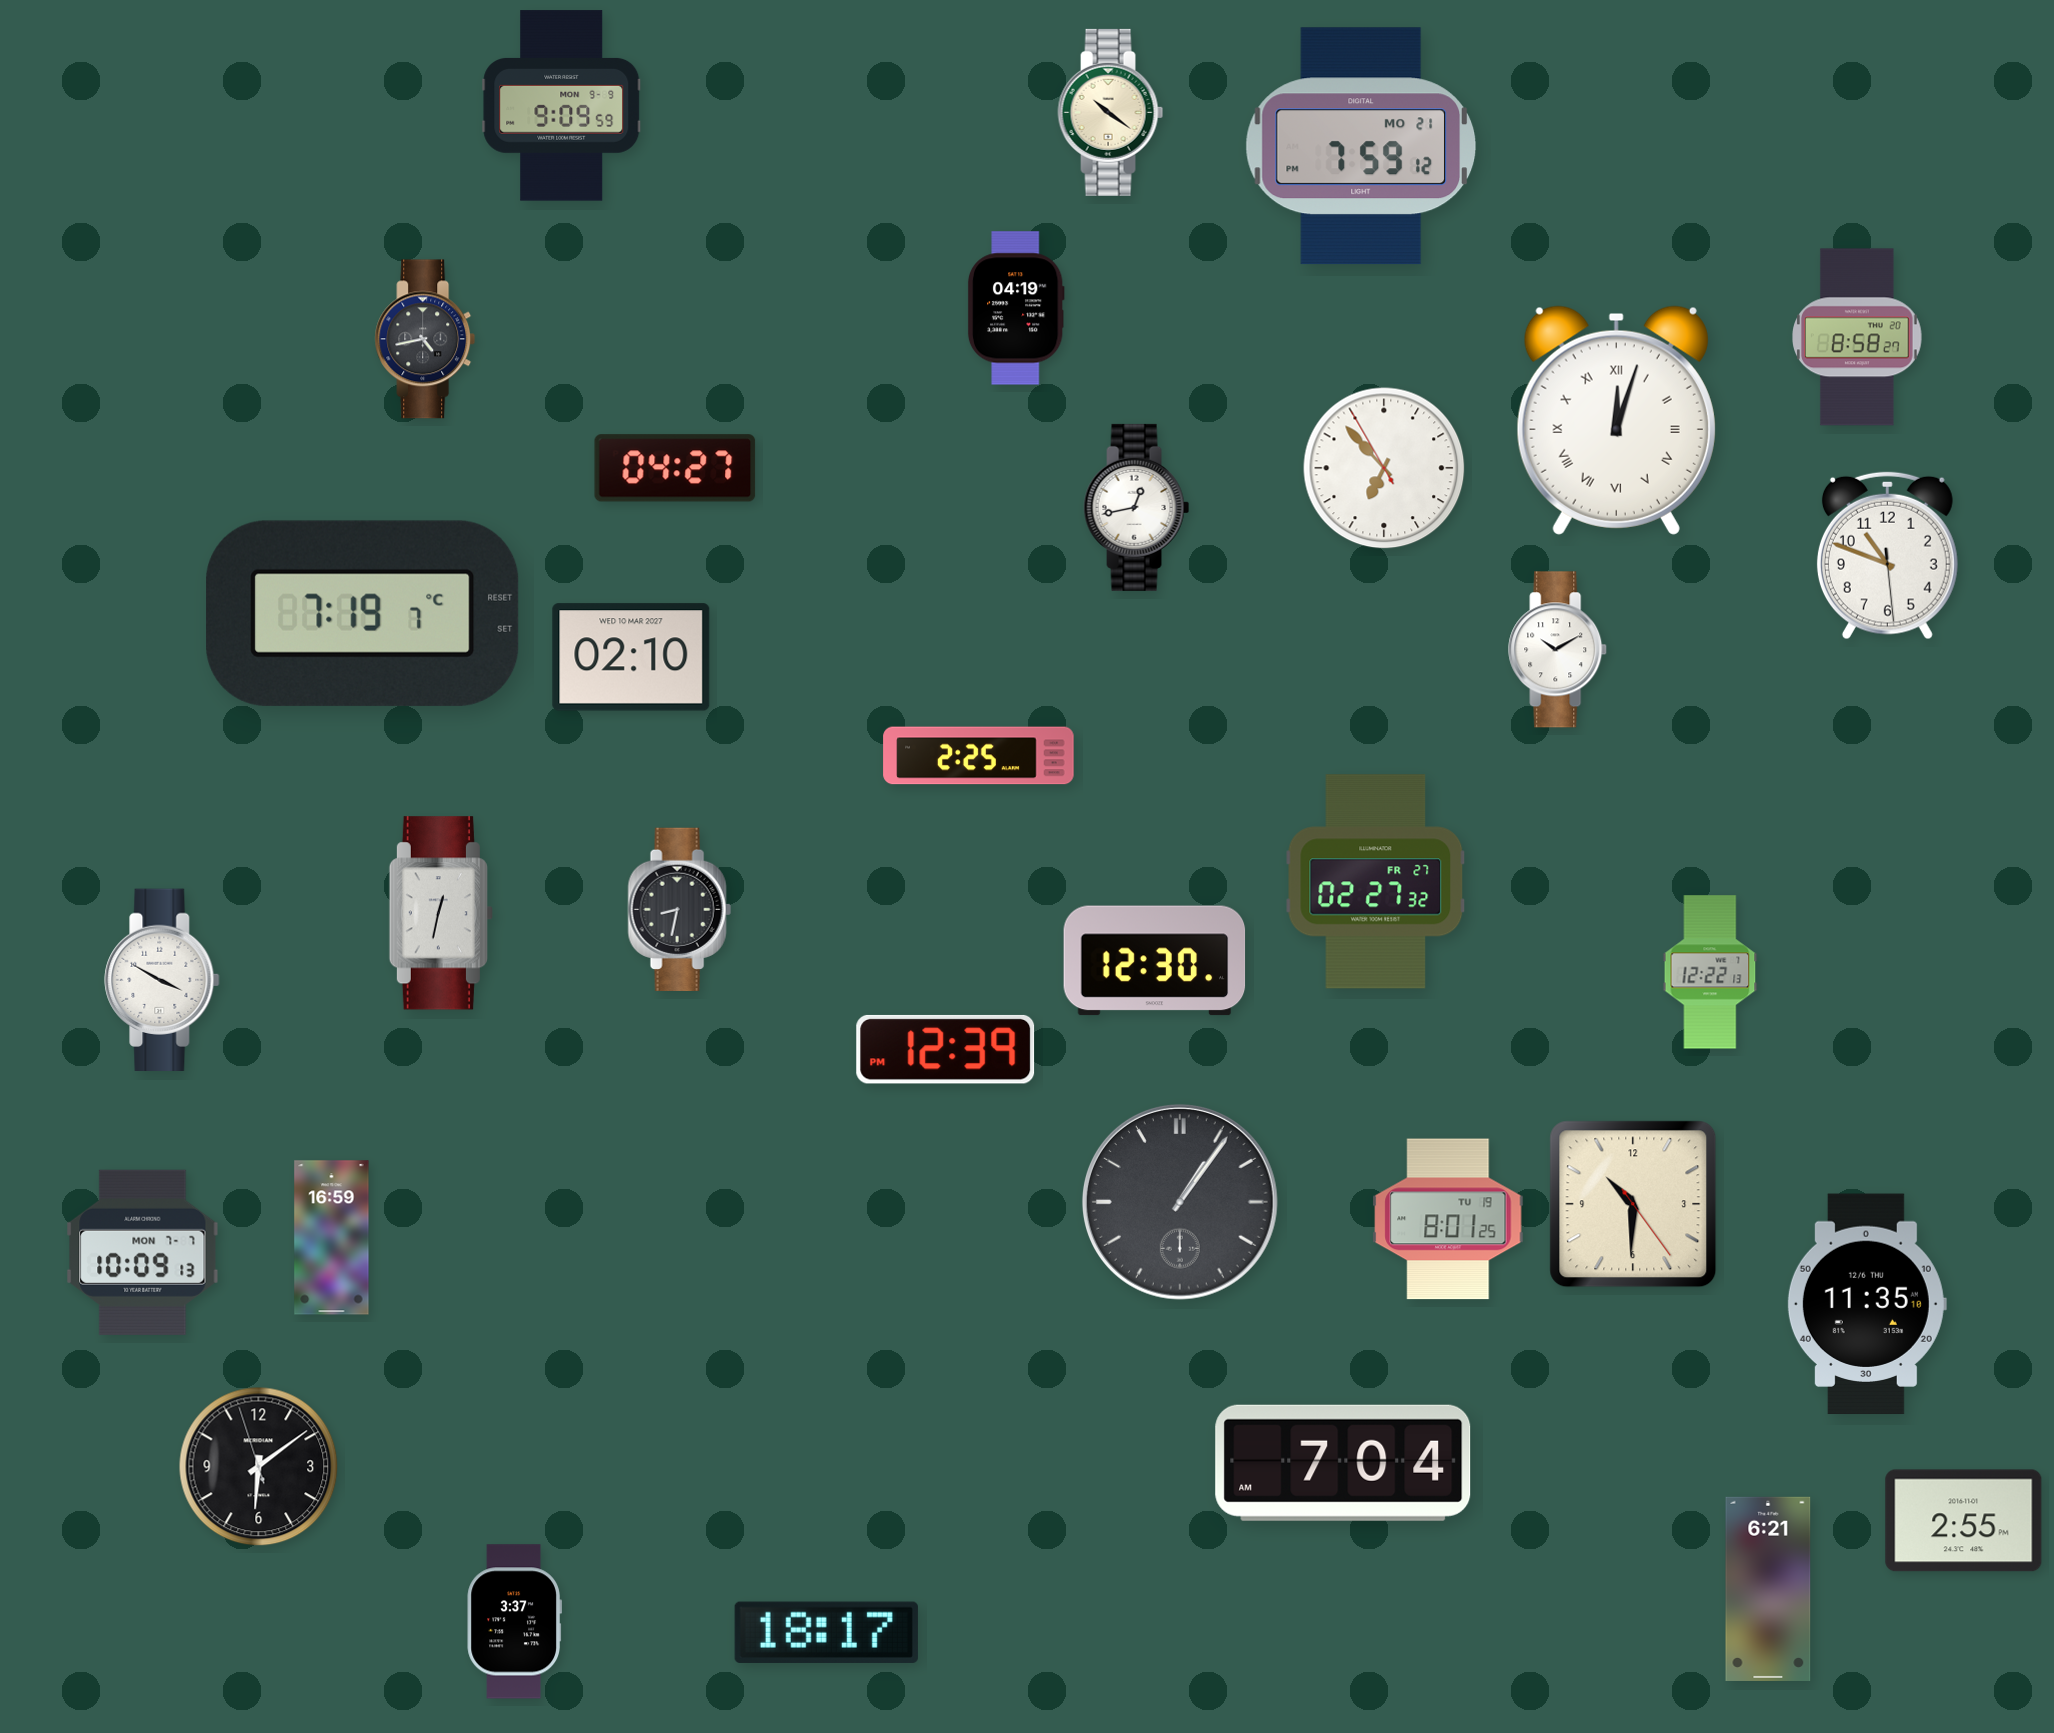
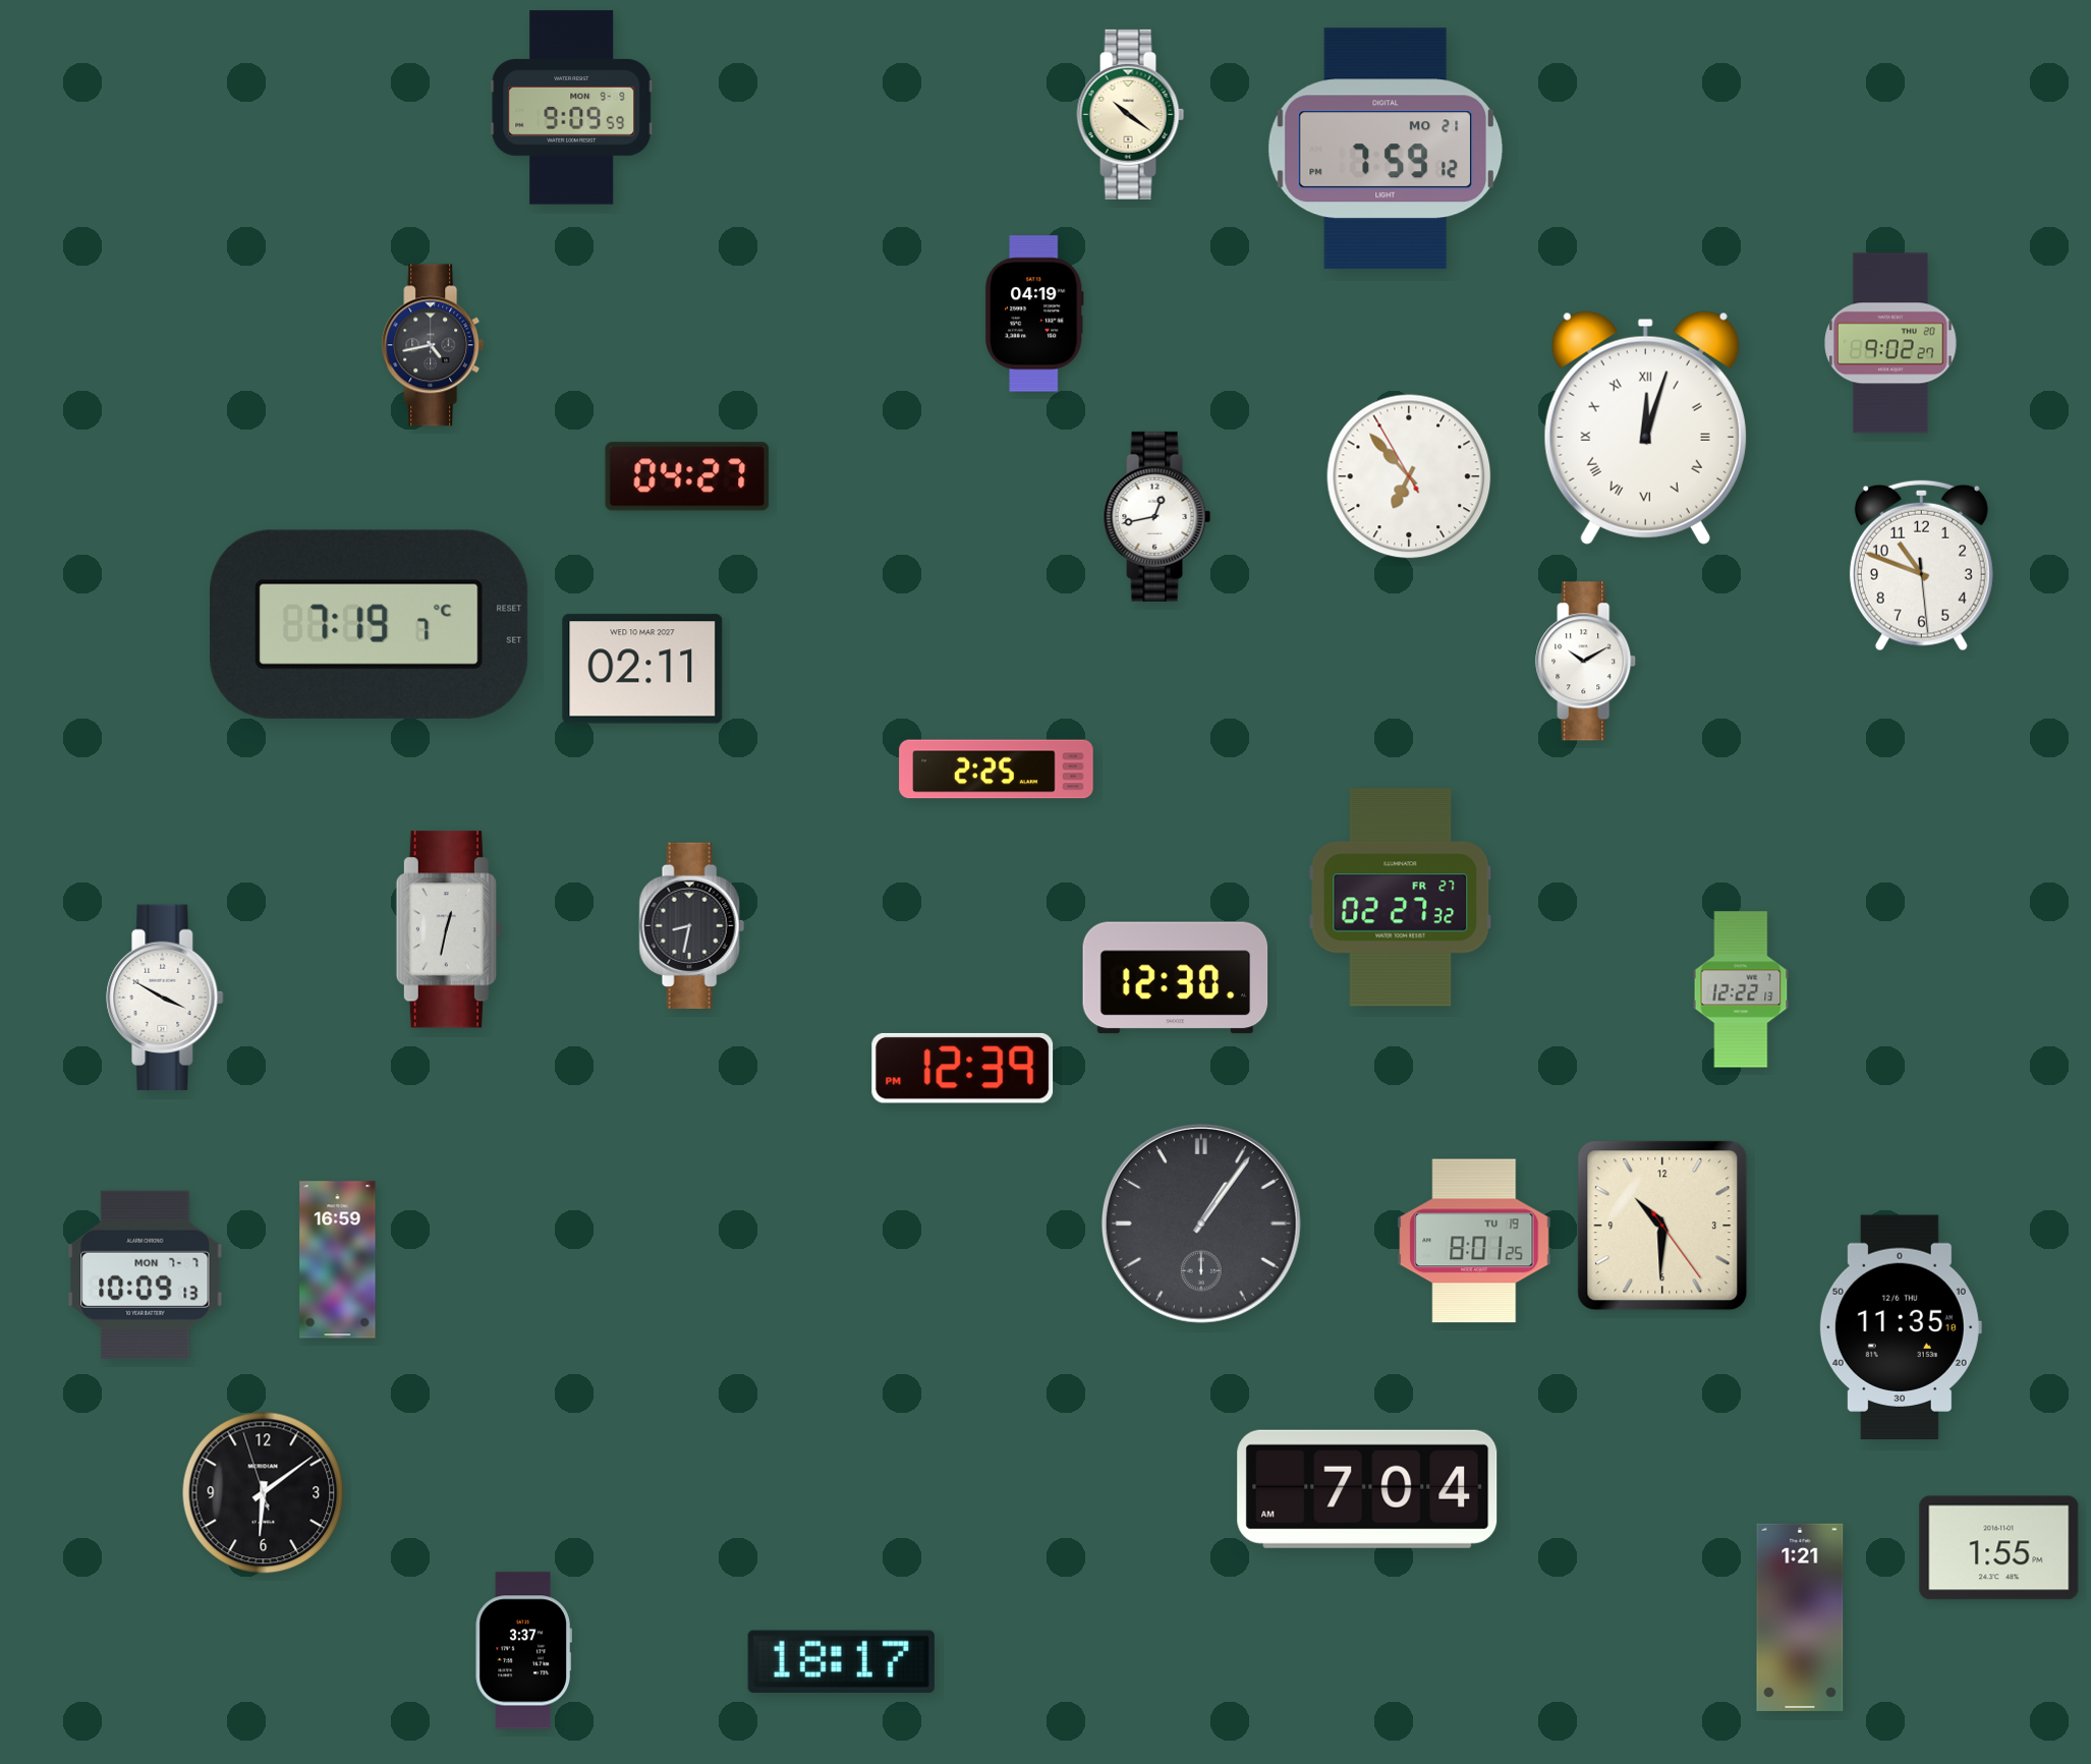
clock at (1858, 337): 8:58 -> 9:02
clock at (631, 657): 02:10 -> 02:11
clock at (1964, 1521): 2:55 -> 1:55
clock at (1768, 1589): 6:21 -> 1:21
